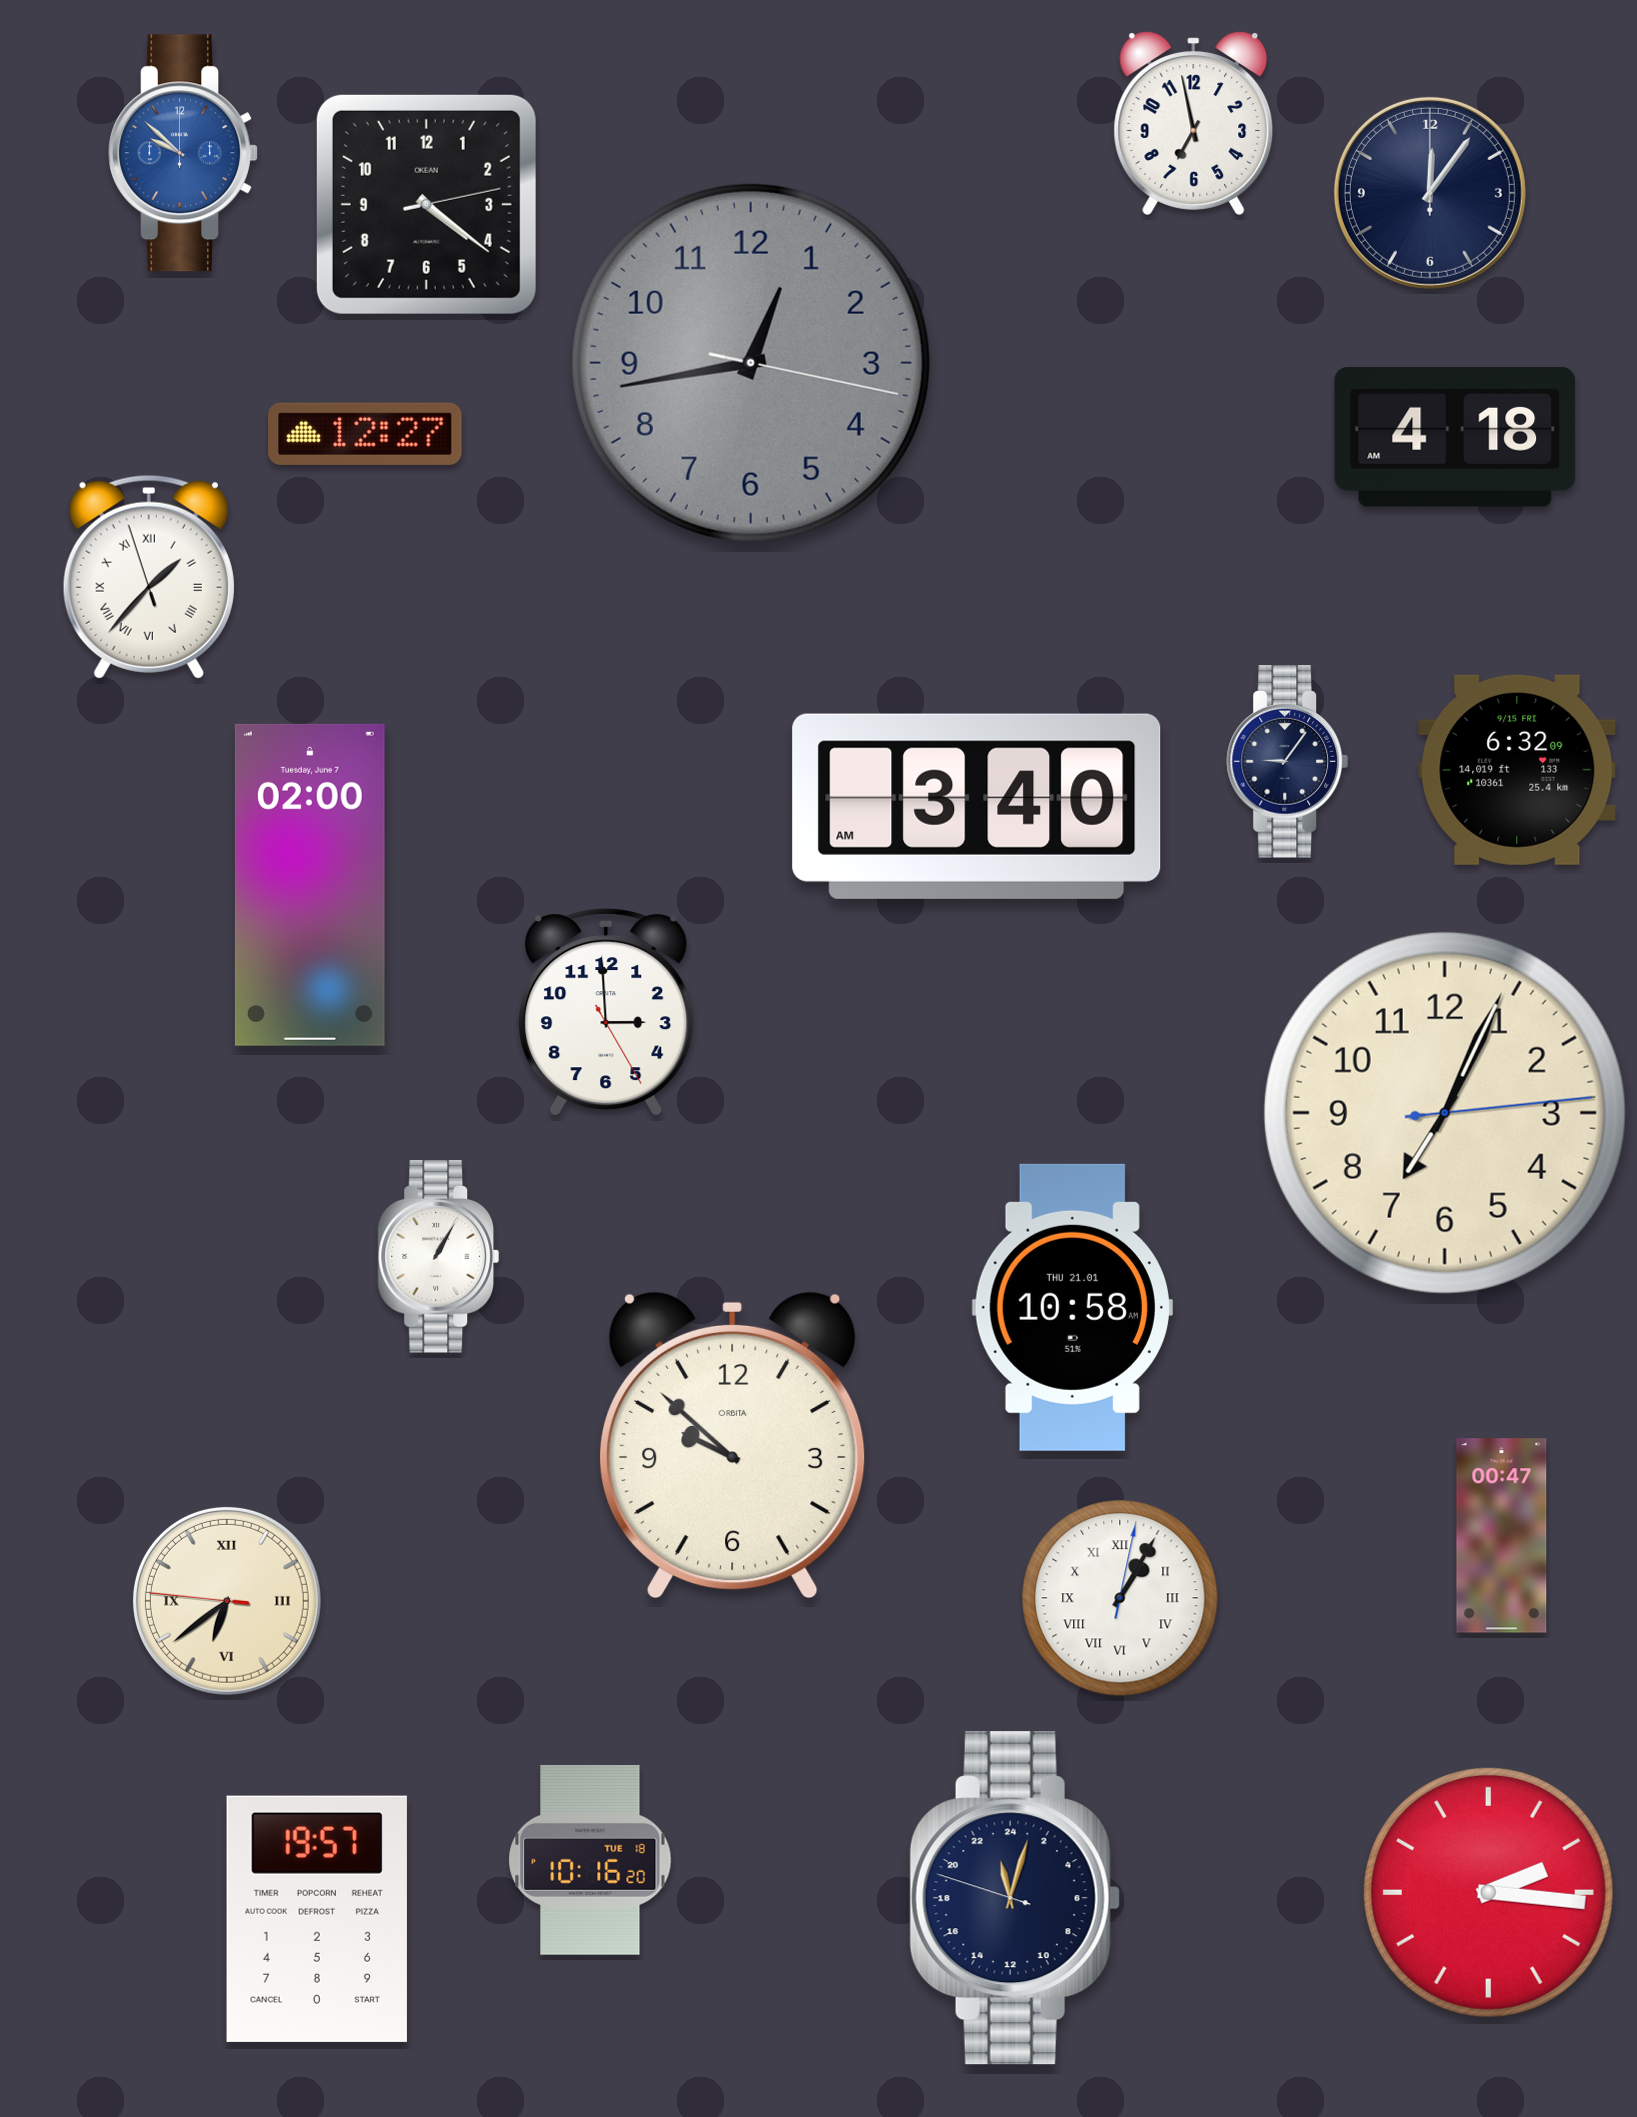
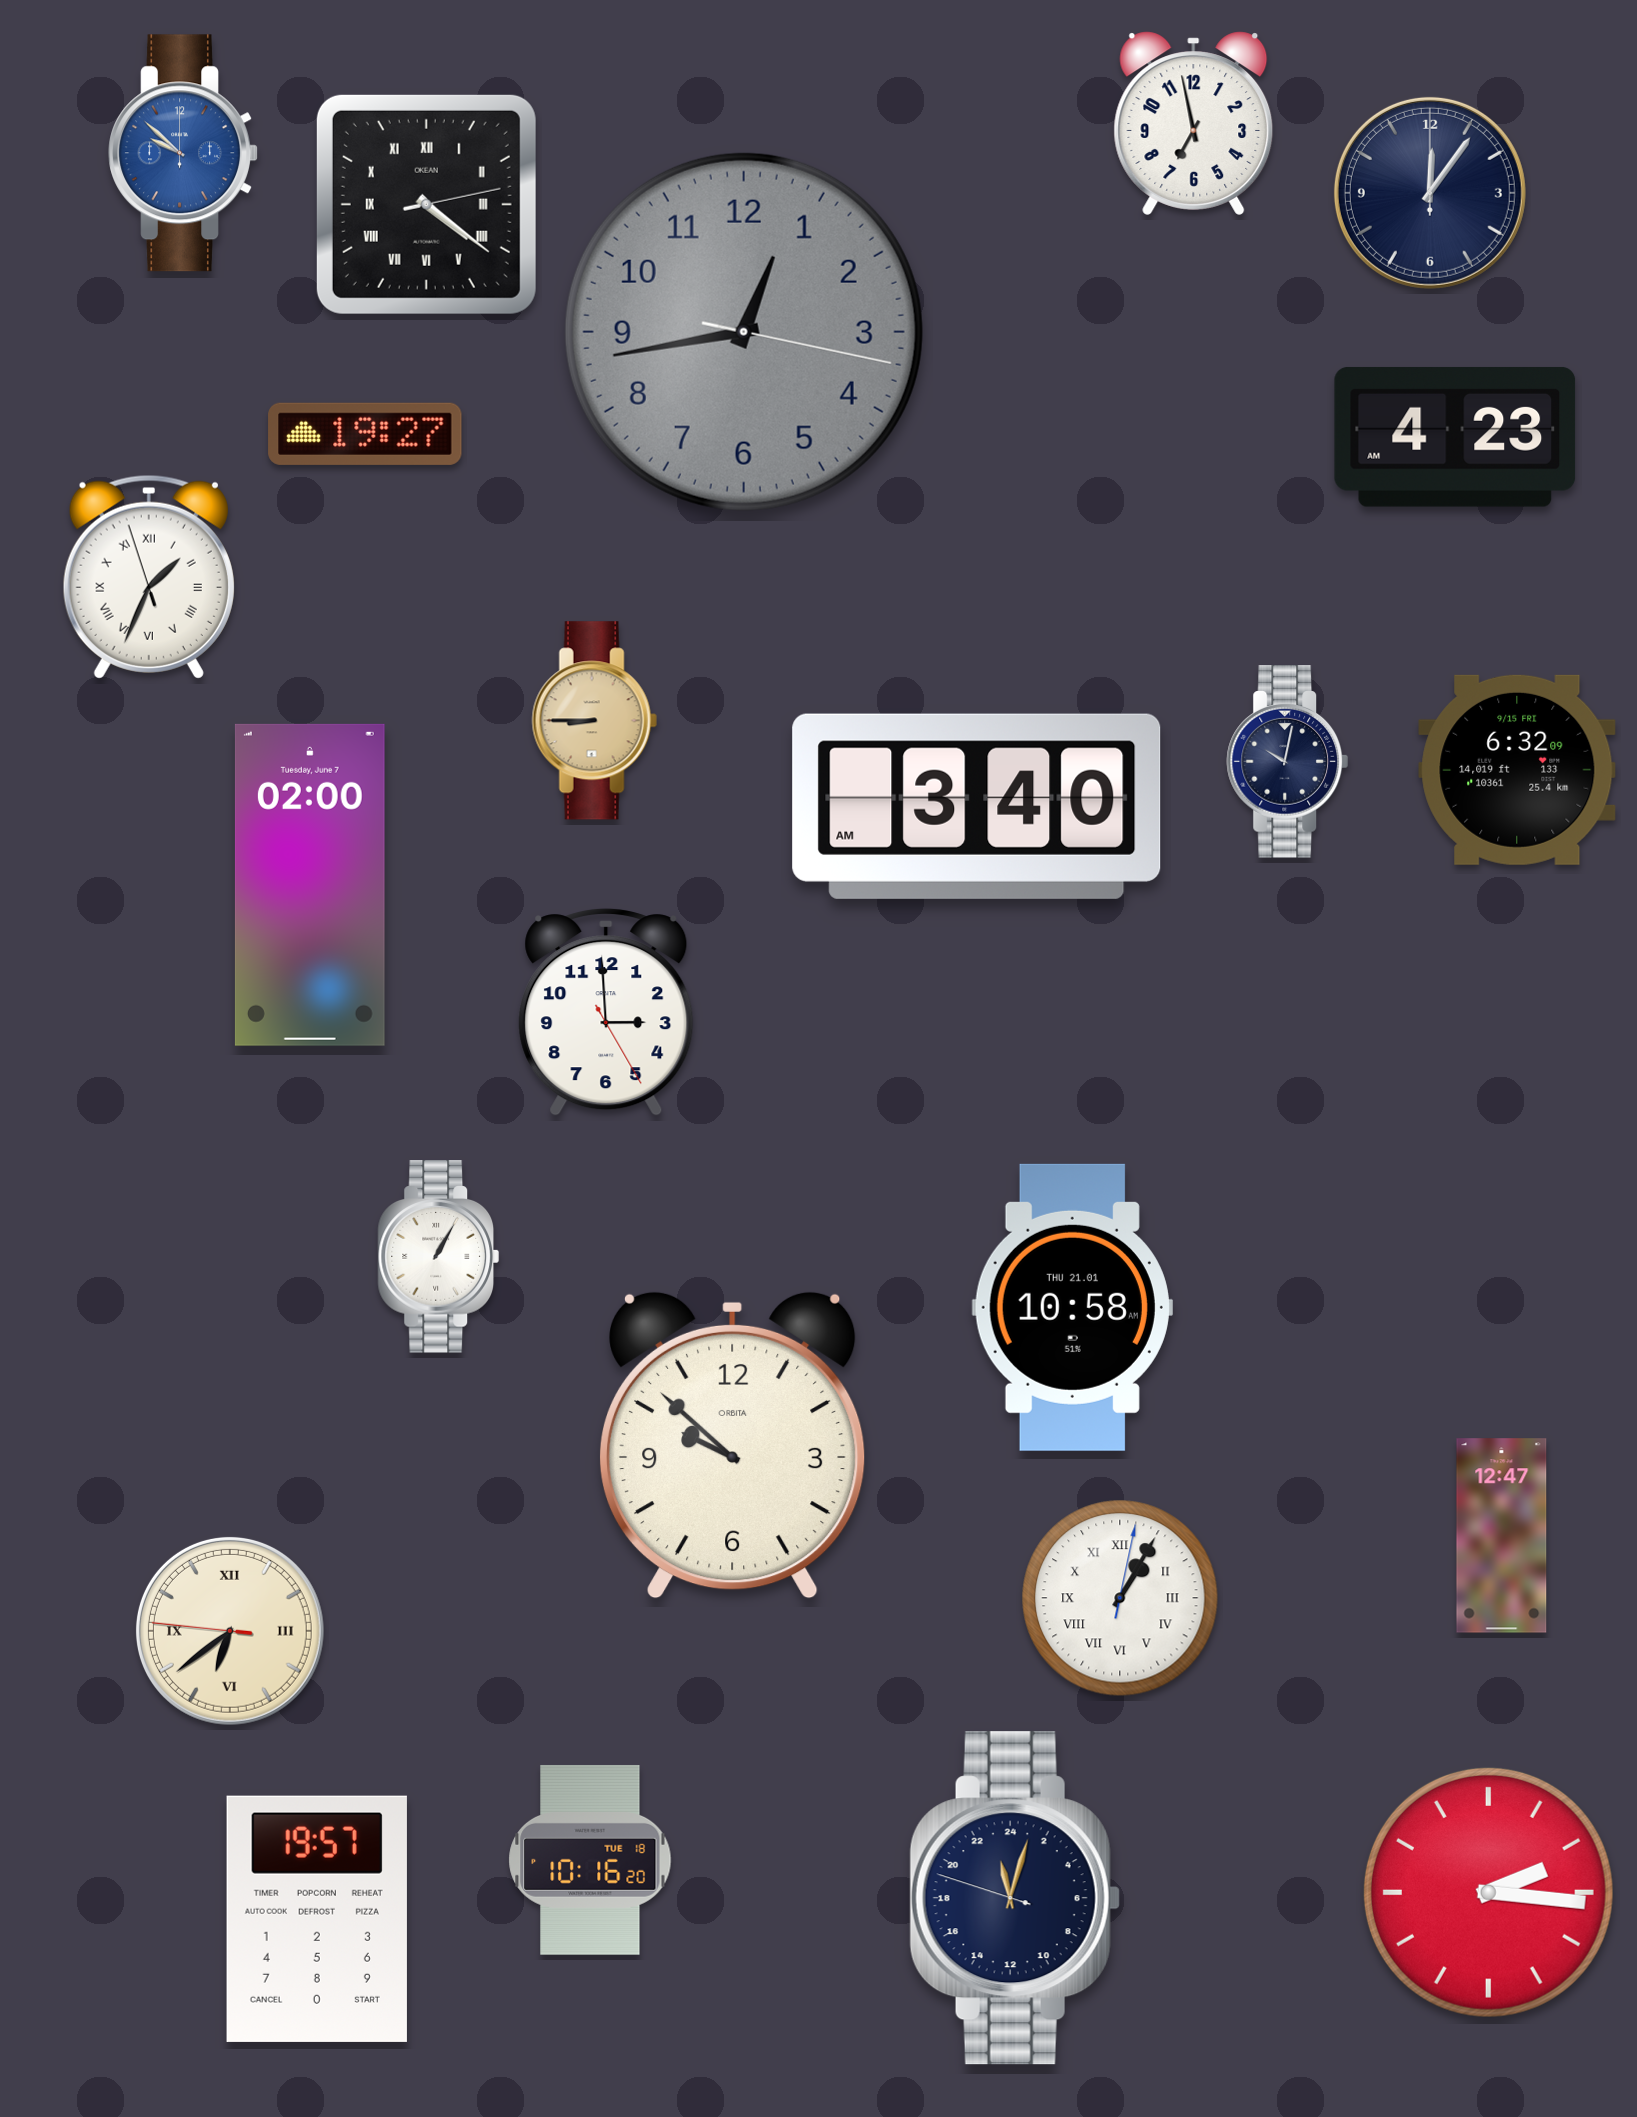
clock at (426, 204) numerals: Arabic -> Roman
clock at (751, 363) position: (751, 363) -> (744, 332)
clock at (365, 434): 12:27 -> 19:27
clock at (1455, 437): 4:18 -> 4:23
clock at (149, 577): 1:36 -> 1:33
clock at (594, 721): none -> 8:45
clock at (1287, 762): 9:06 -> 10:02
clock at (1445, 1113): 7:04 -> none
clock at (1502, 1536): 00:47 -> 12:47
clock at (227, 1601) position: (227, 1601) -> (230, 1631)
